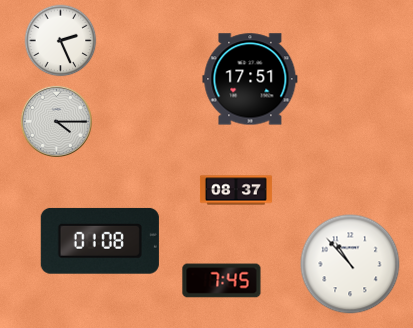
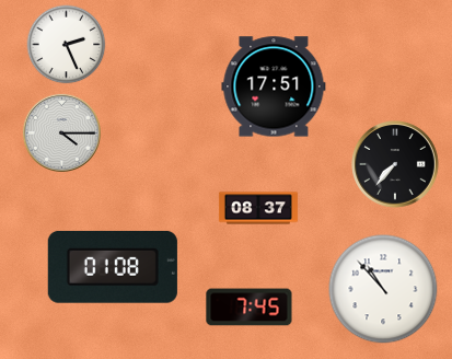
clock at (395, 164): none -> 7:37
clock at (100, 241) position: (100, 241) -> (113, 267)
clock at (222, 281) position: (222, 281) -> (250, 308)
